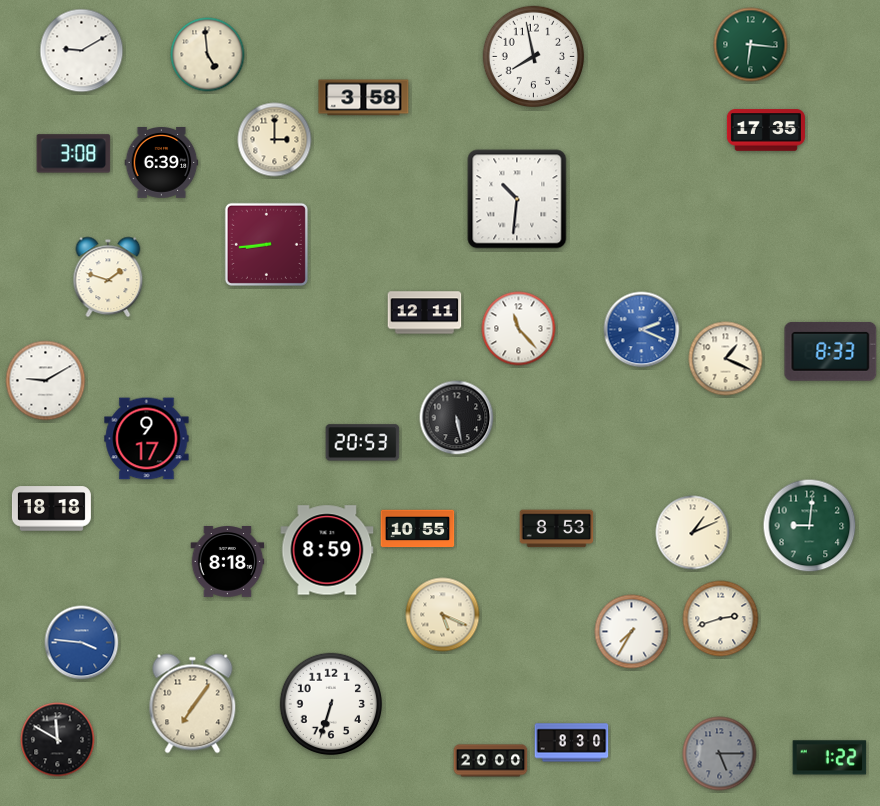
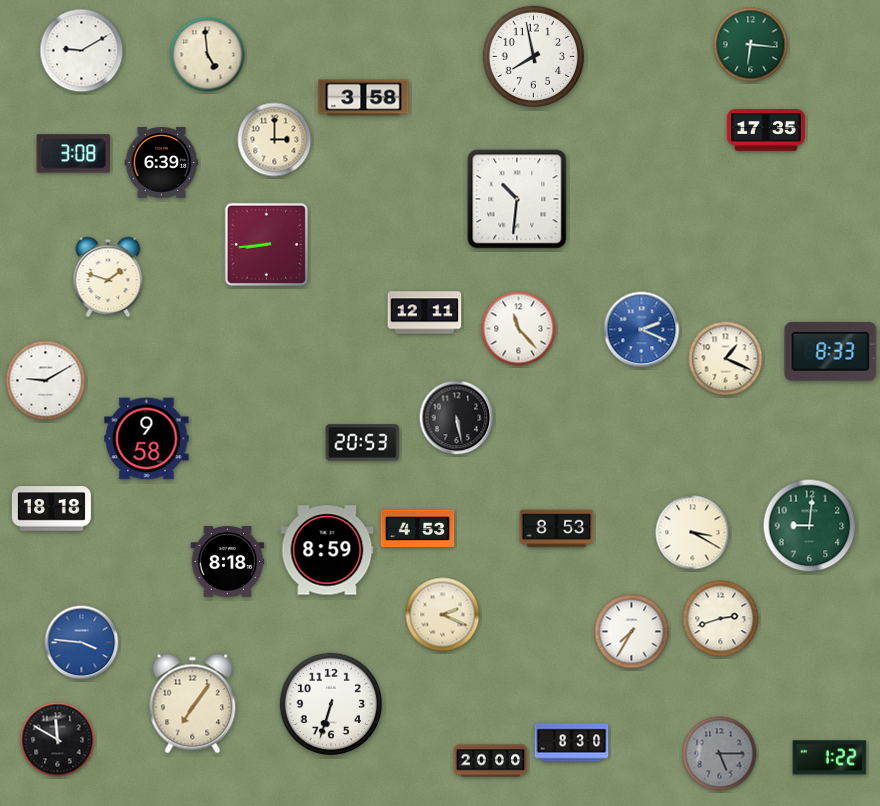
clock at (147, 439): 9:17 -> 9:58
clock at (418, 529): 10:55 -> 4:53
clock at (693, 533): 1:11 -> 3:20
clock at (443, 615): 5:19 -> 2:19
